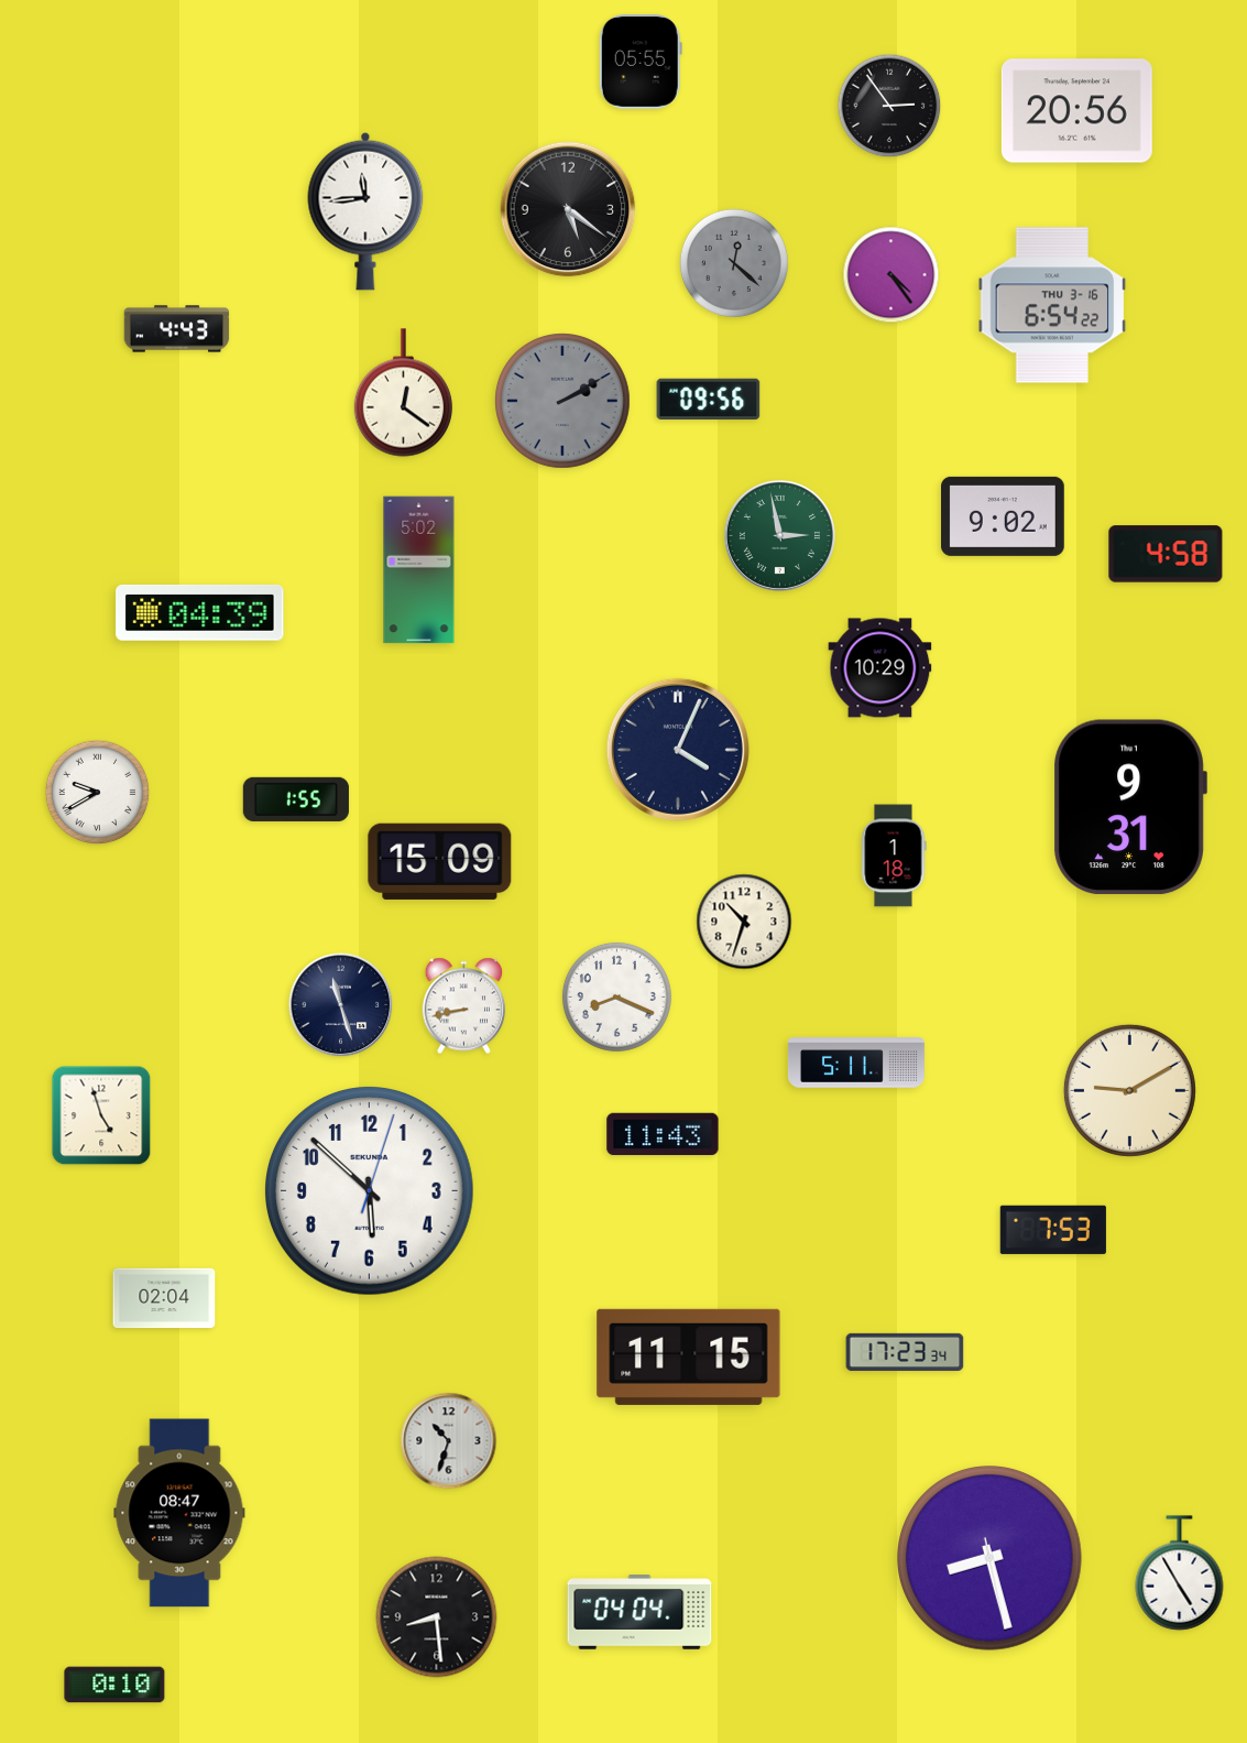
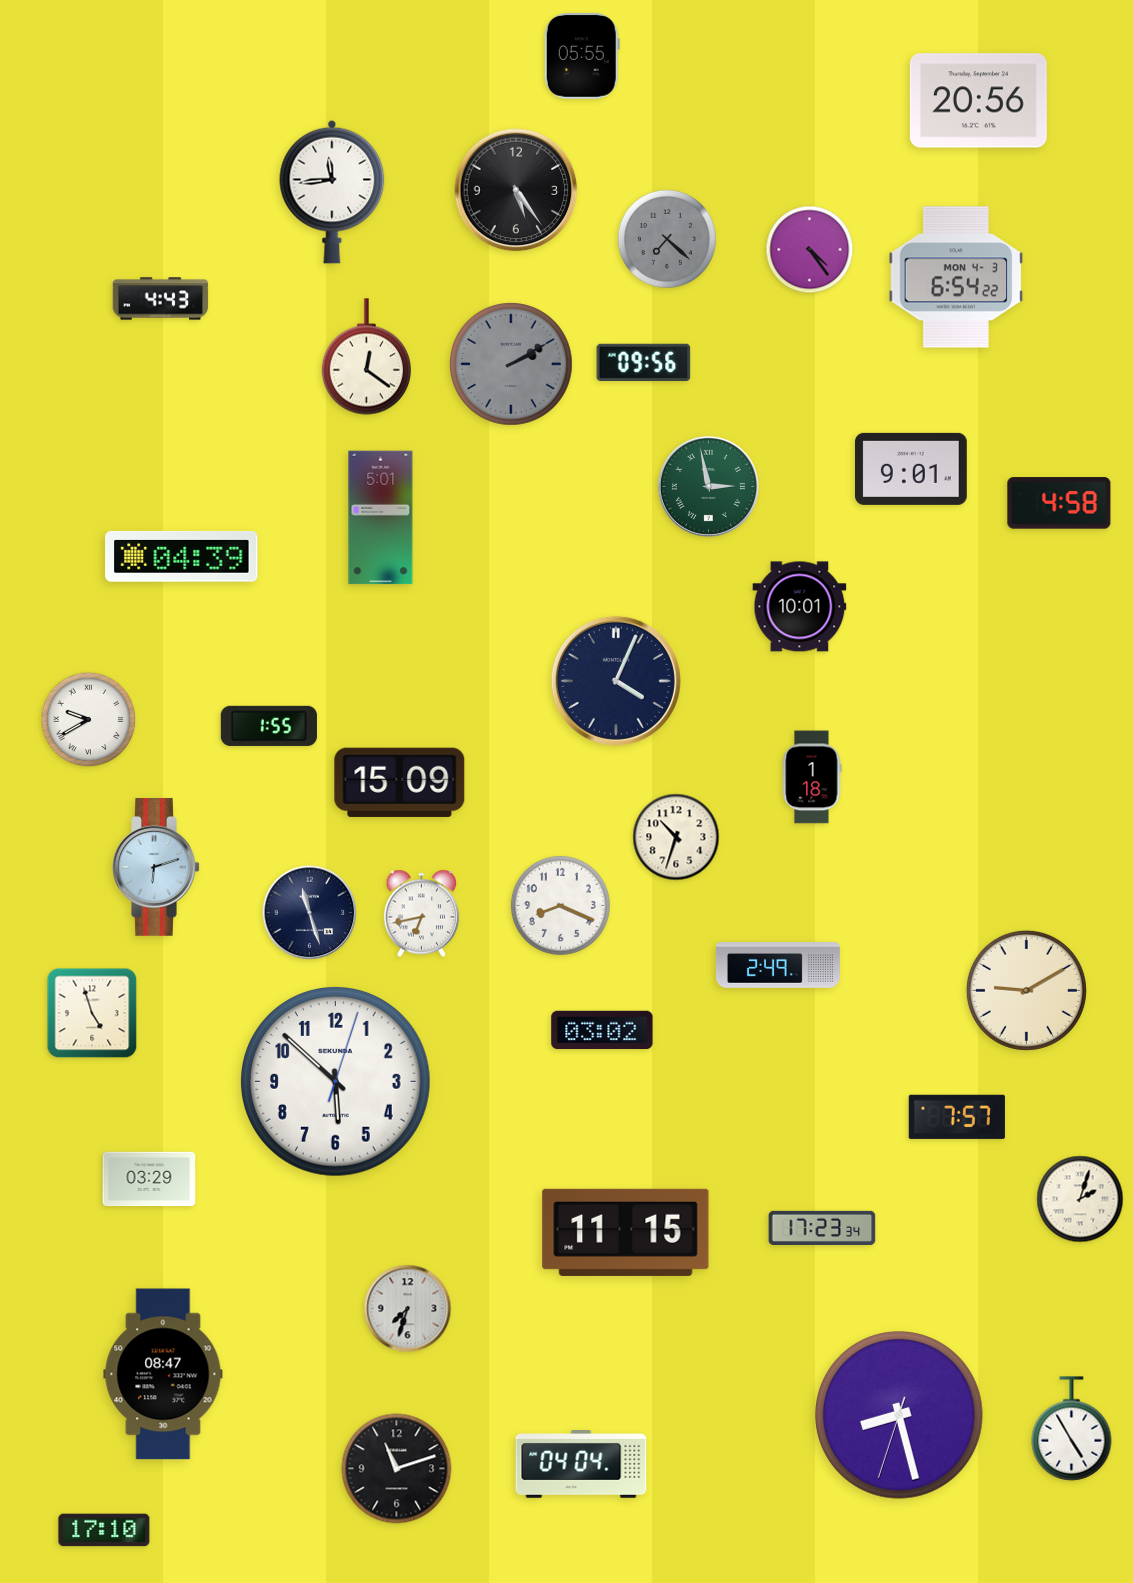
clock at (889, 106): 2:54 -> none
clock at (568, 209): 5:21 -> 5:24
clock at (734, 263): 12:22 -> 7:22
clock at (1052, 305) date: THU 3-16 -> MON 4-3
clock at (1004, 516): 9:02 -> 9:01
clock at (419, 570): 5:02 -> 5:01
clock at (880, 668): 10:29 -> 10:01
clock at (1130, 807): 9:31 -> none
clock at (156, 868): none -> 6:12
clock at (464, 1006): 8:43 -> 6:43
clock at (856, 1063): 5:11 -> 2:49
clock at (663, 1134): 11:43 -> 03:02
clock at (1053, 1230): 7:53 -> 7:57
clock at (164, 1298): 02:04 -> 03:29
clock at (1080, 1199): none -> 2:03
clock at (449, 1441): 10:33 -> 7:33
clock at (989, 1558): 8:27:28 -> 8:27:33
clock at (437, 1617): 8:29 -> 11:12
clock at (114, 1685): 0:10 -> 17:10
